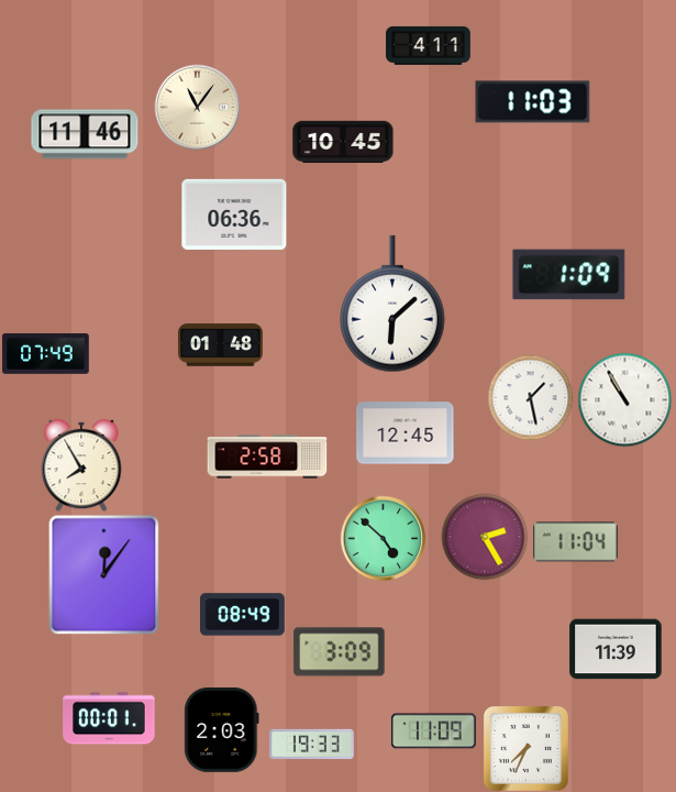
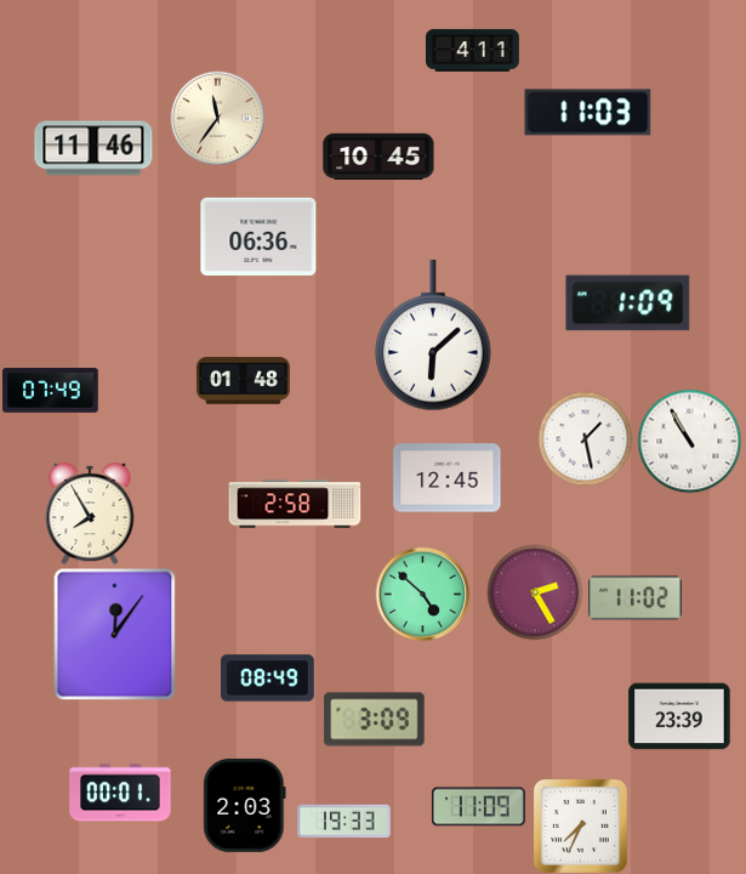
clock at (197, 107): 11:06 -> 11:36
clock at (576, 542): 11:04 -> 11:02
clock at (616, 649): 11:39 -> 23:39
